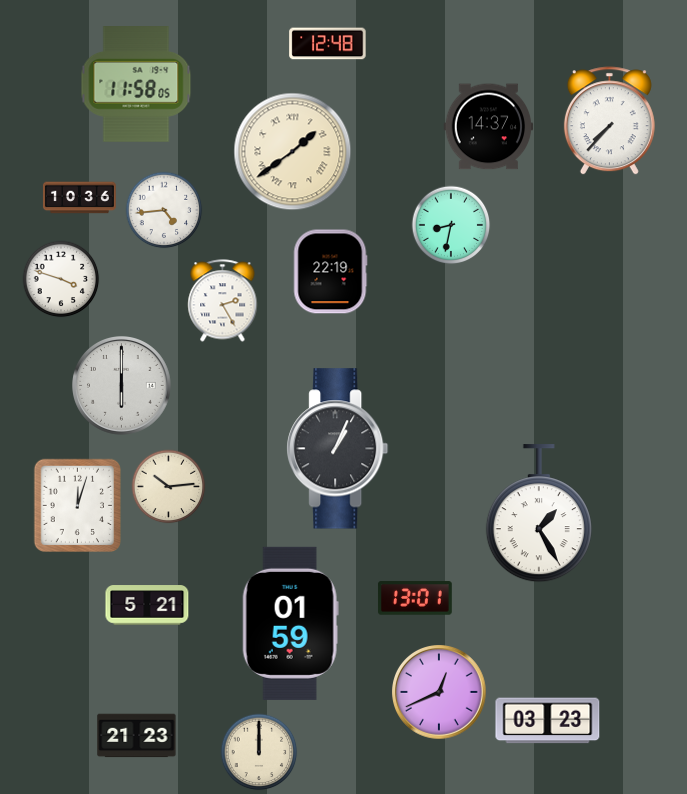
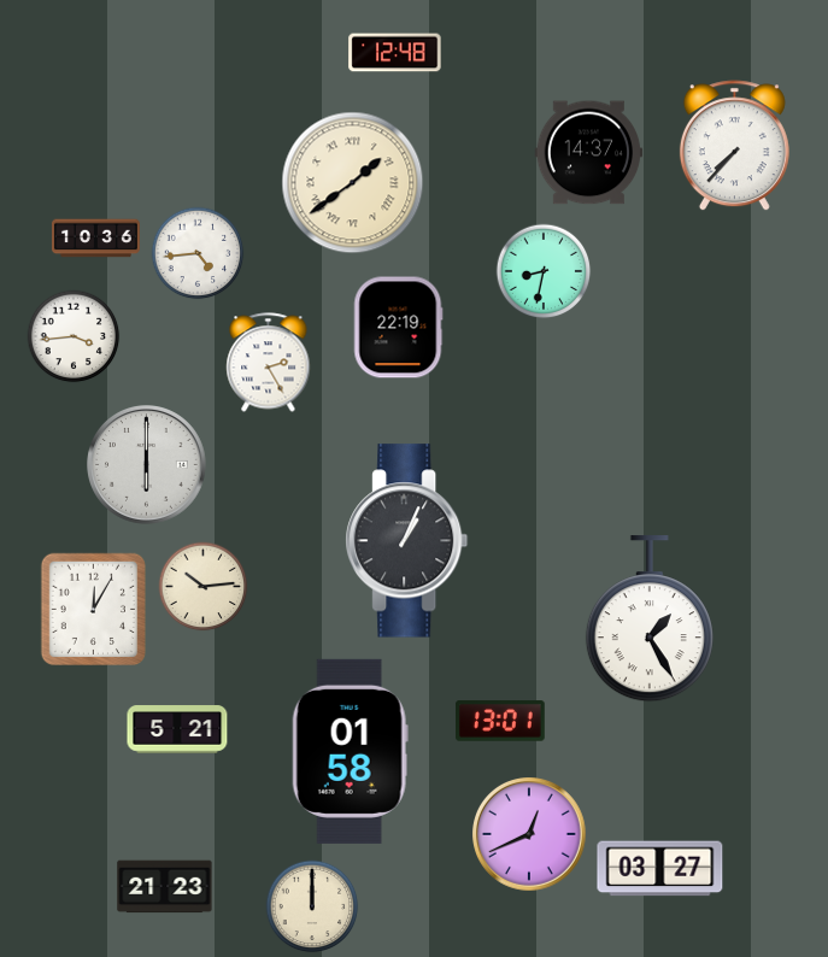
clock at (136, 84): 11:58 -> none
clock at (61, 279): 3:48 -> 3:44
clock at (77, 506): 12:03 -> 12:05
clock at (290, 623): 01:59 -> 01:58
clock at (548, 721): 03:23 -> 03:27
